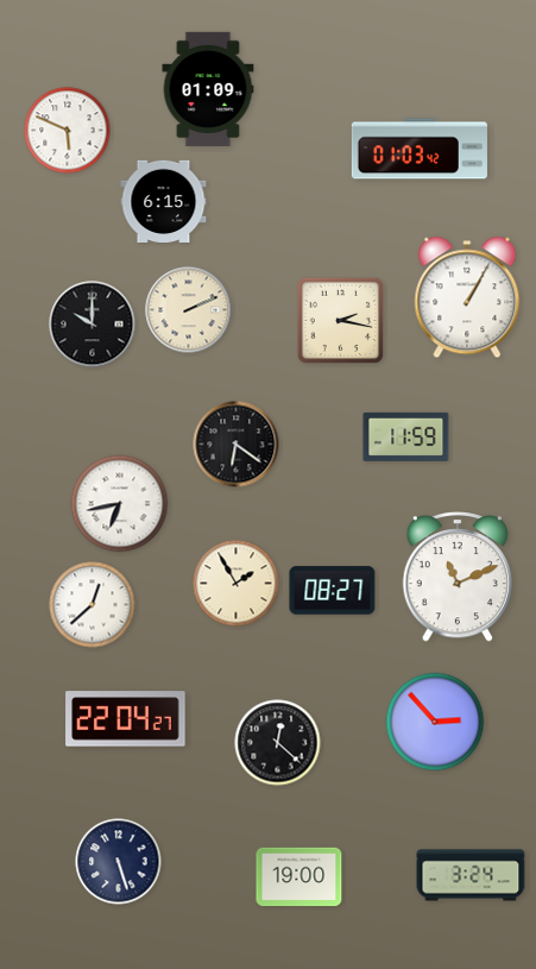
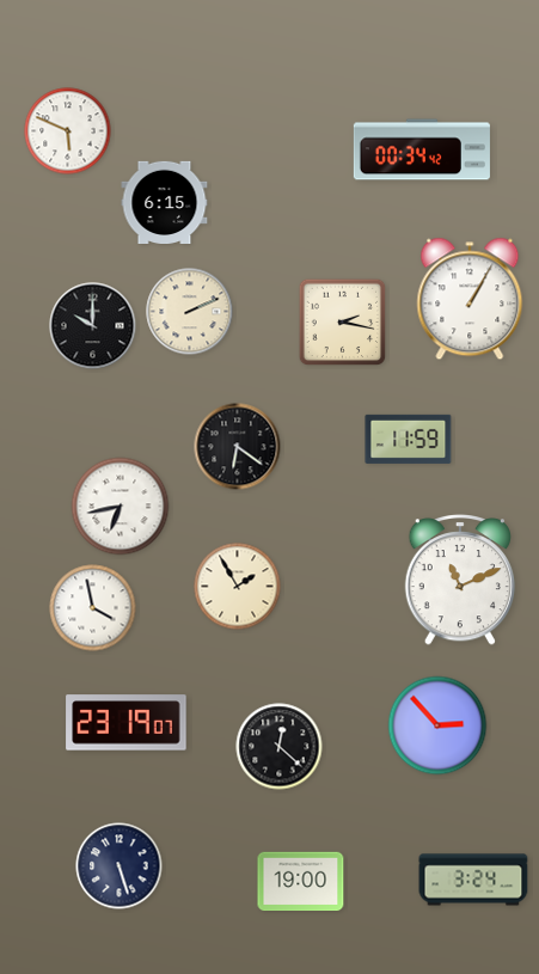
clock at (208, 89): 01:09 -> none
clock at (420, 149): 01:03 -> 00:34
clock at (333, 591): 08:27 -> none
clock at (93, 605): 12:38 -> 3:58
clock at (126, 719): 22:04 -> 23:19
